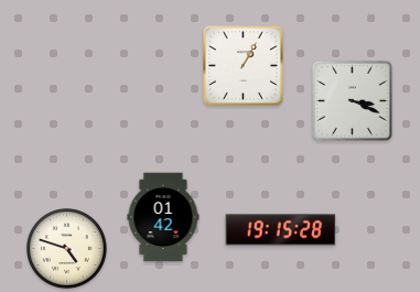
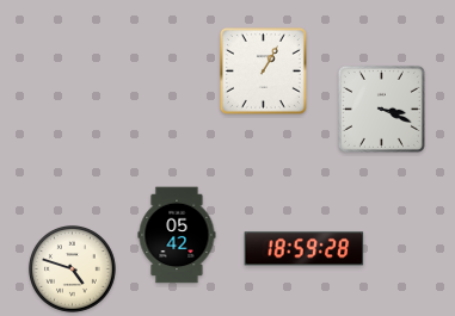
clock at (163, 217): 01:42 -> 05:42
clock at (281, 230): 19:15 -> 18:59
